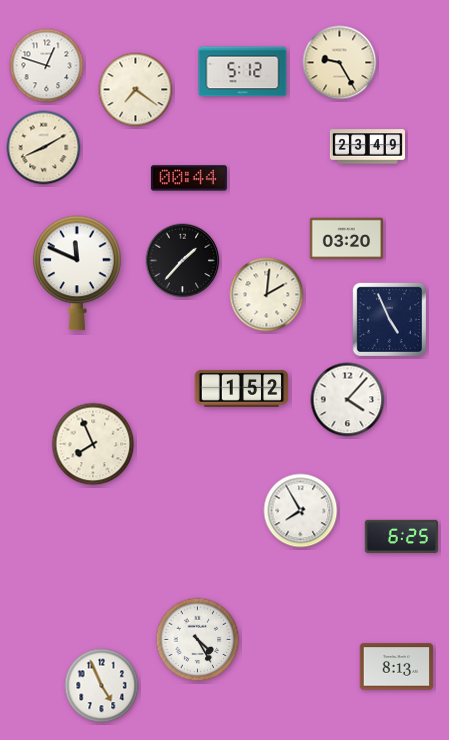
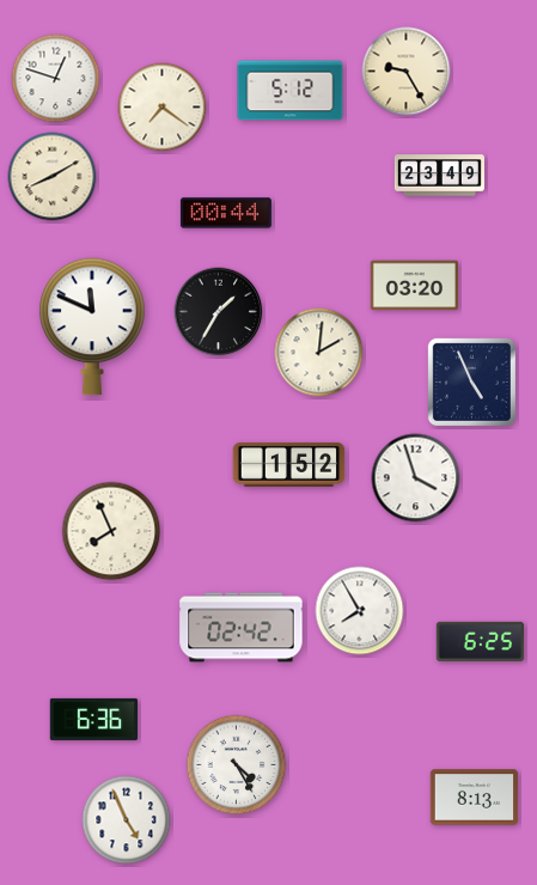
clock at (340, 63) position: (340, 63) -> (407, 72)
clock at (243, 72) position: (243, 72) -> (291, 91)
clock at (183, 261): 1:37 -> 1:35
clock at (389, 319) position: (389, 319) -> (471, 382)
clock at (348, 400): 4:07 -> 3:57
clock at (242, 628): none -> 02:42
clock at (94, 719): none -> 6:36
clock at (102, 686) position: (102, 686) -> (127, 820)
